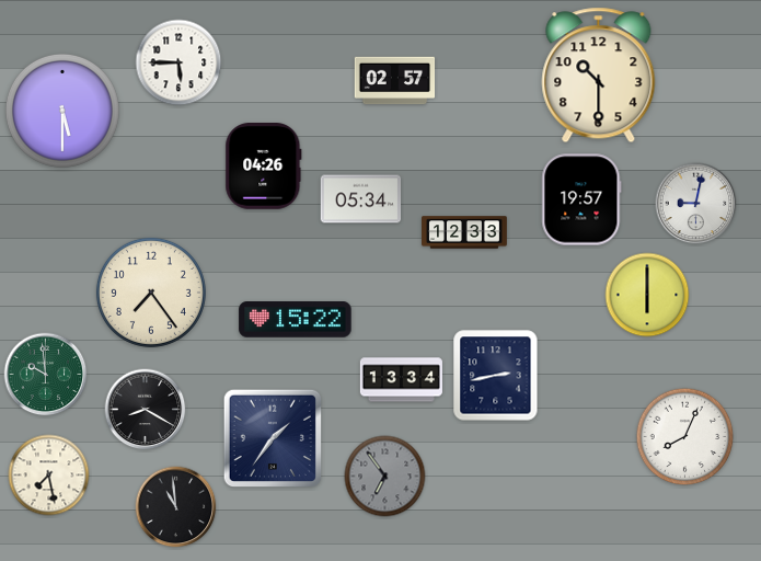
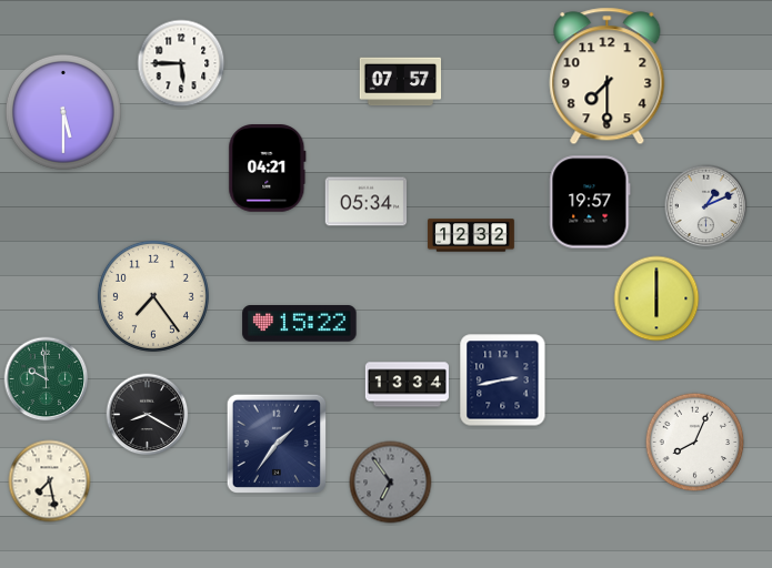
clock at (599, 76): 10:30 -> 7:30
clock at (395, 81): 02:57 -> 07:57
clock at (264, 167): 04:26 -> 04:21
clock at (696, 204): 9:02 -> 1:11
clock at (464, 232): 12:33 -> 12:32
clock at (176, 507): 10:59 -> none
